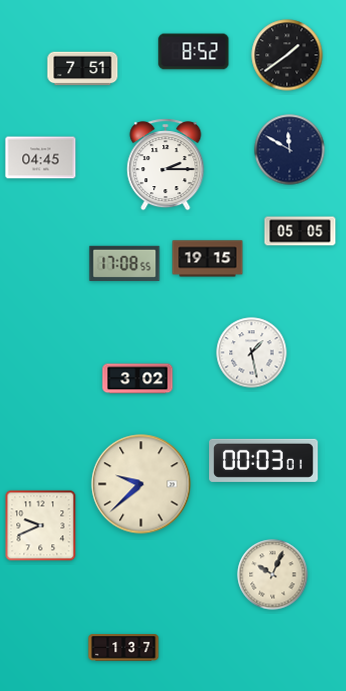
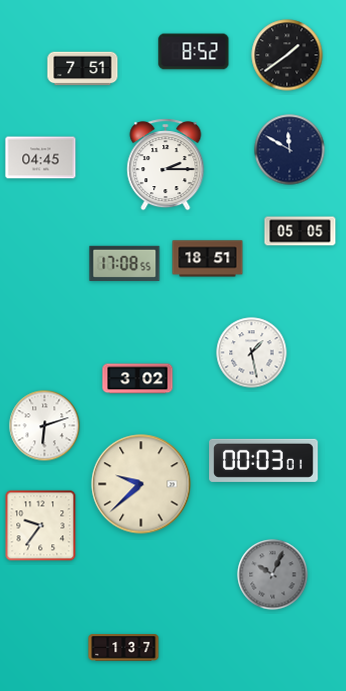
clock at (208, 259): 19:15 -> 18:51
clock at (45, 426): none -> 6:12
clock at (41, 526): 9:41 -> 9:36
clock at (273, 575) dial: cream -> grey
